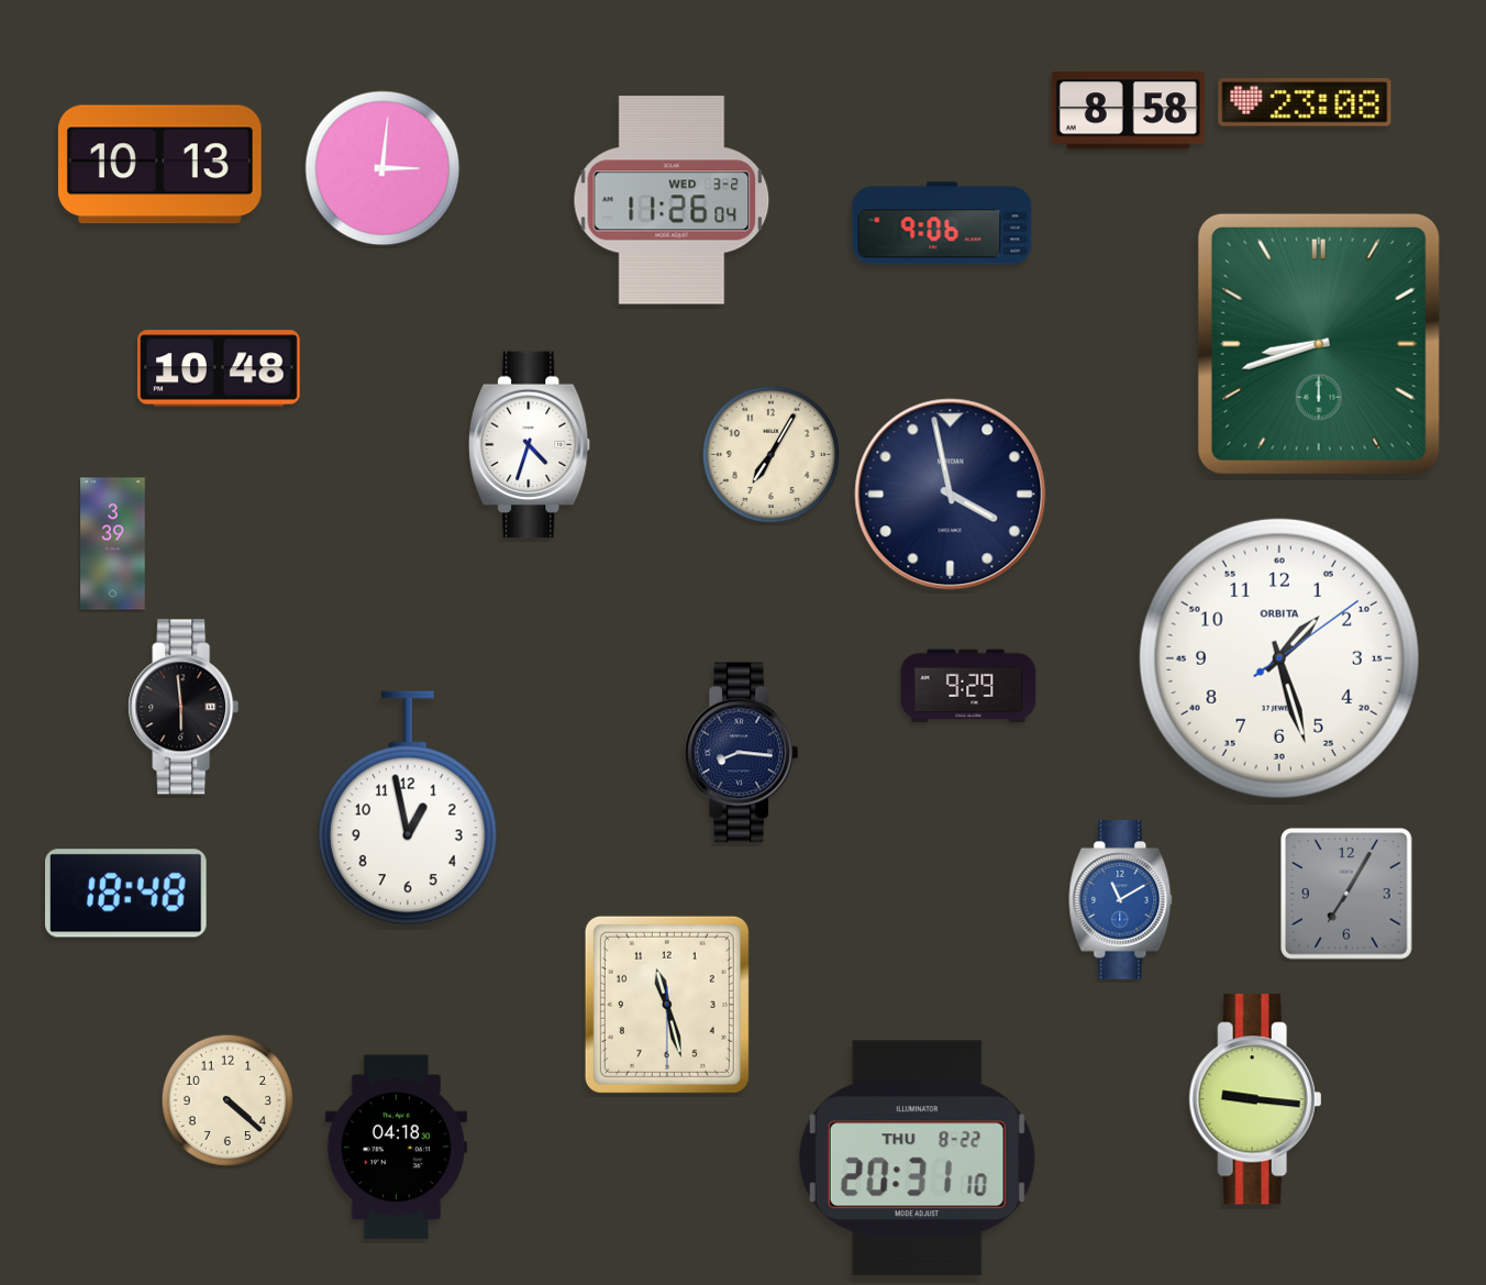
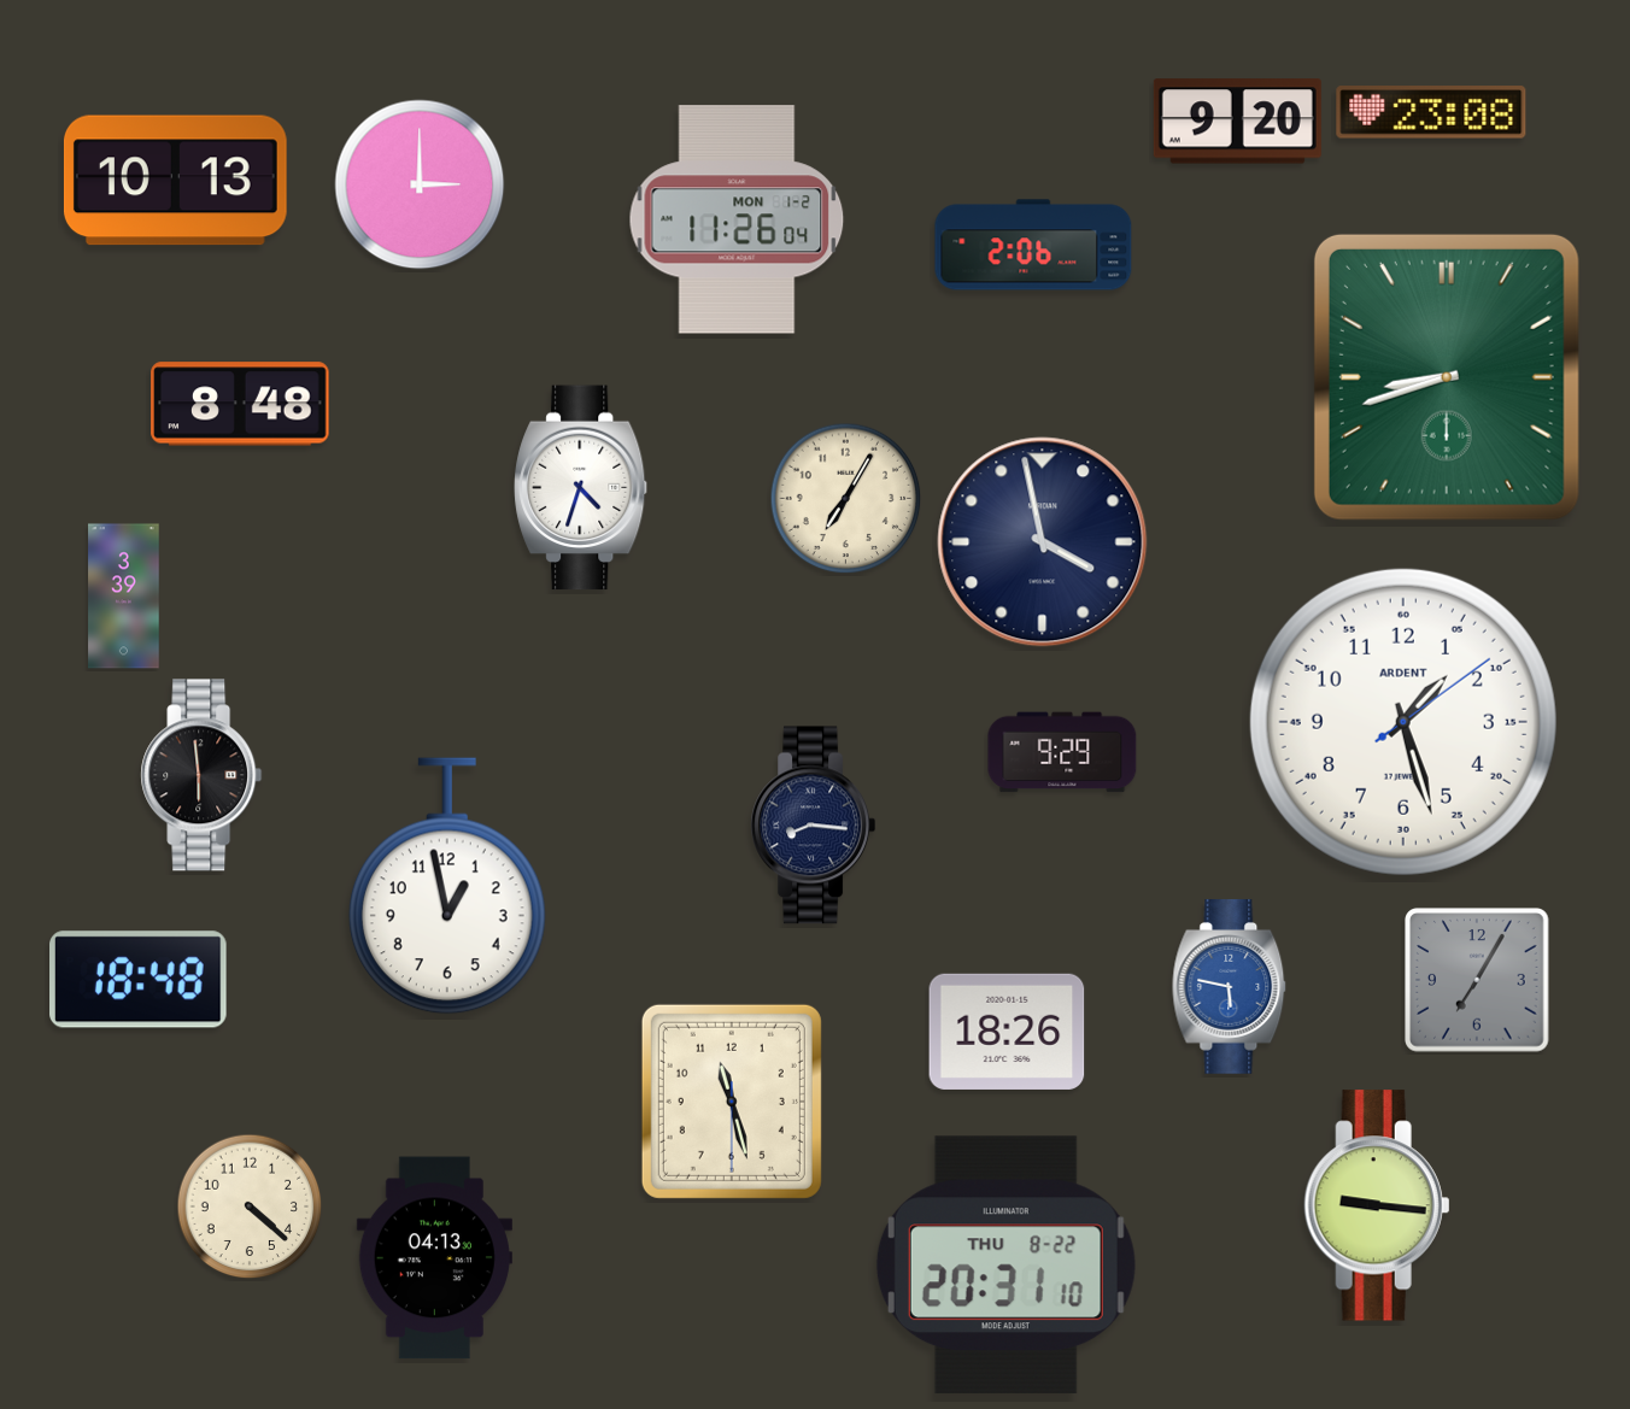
clock at (1128, 111): 8:58 -> 9:20
clock at (382, 168): 3:01 -> 3:00
clock at (672, 200) date: WED 3-2 -> MON 1-2
clock at (942, 223): 9:06 -> 2:06
clock at (219, 368): 10:48 -> 8:48
clock at (1279, 658) brand: ORBITA -> ARDENT
clock at (1121, 900): 11:10 -> 5:47
clock at (1007, 1032): none -> 18:26
clock at (396, 1148): 04:18 -> 04:13
clock at (917, 1159) position: (917, 1159) -> (1005, 1266)
